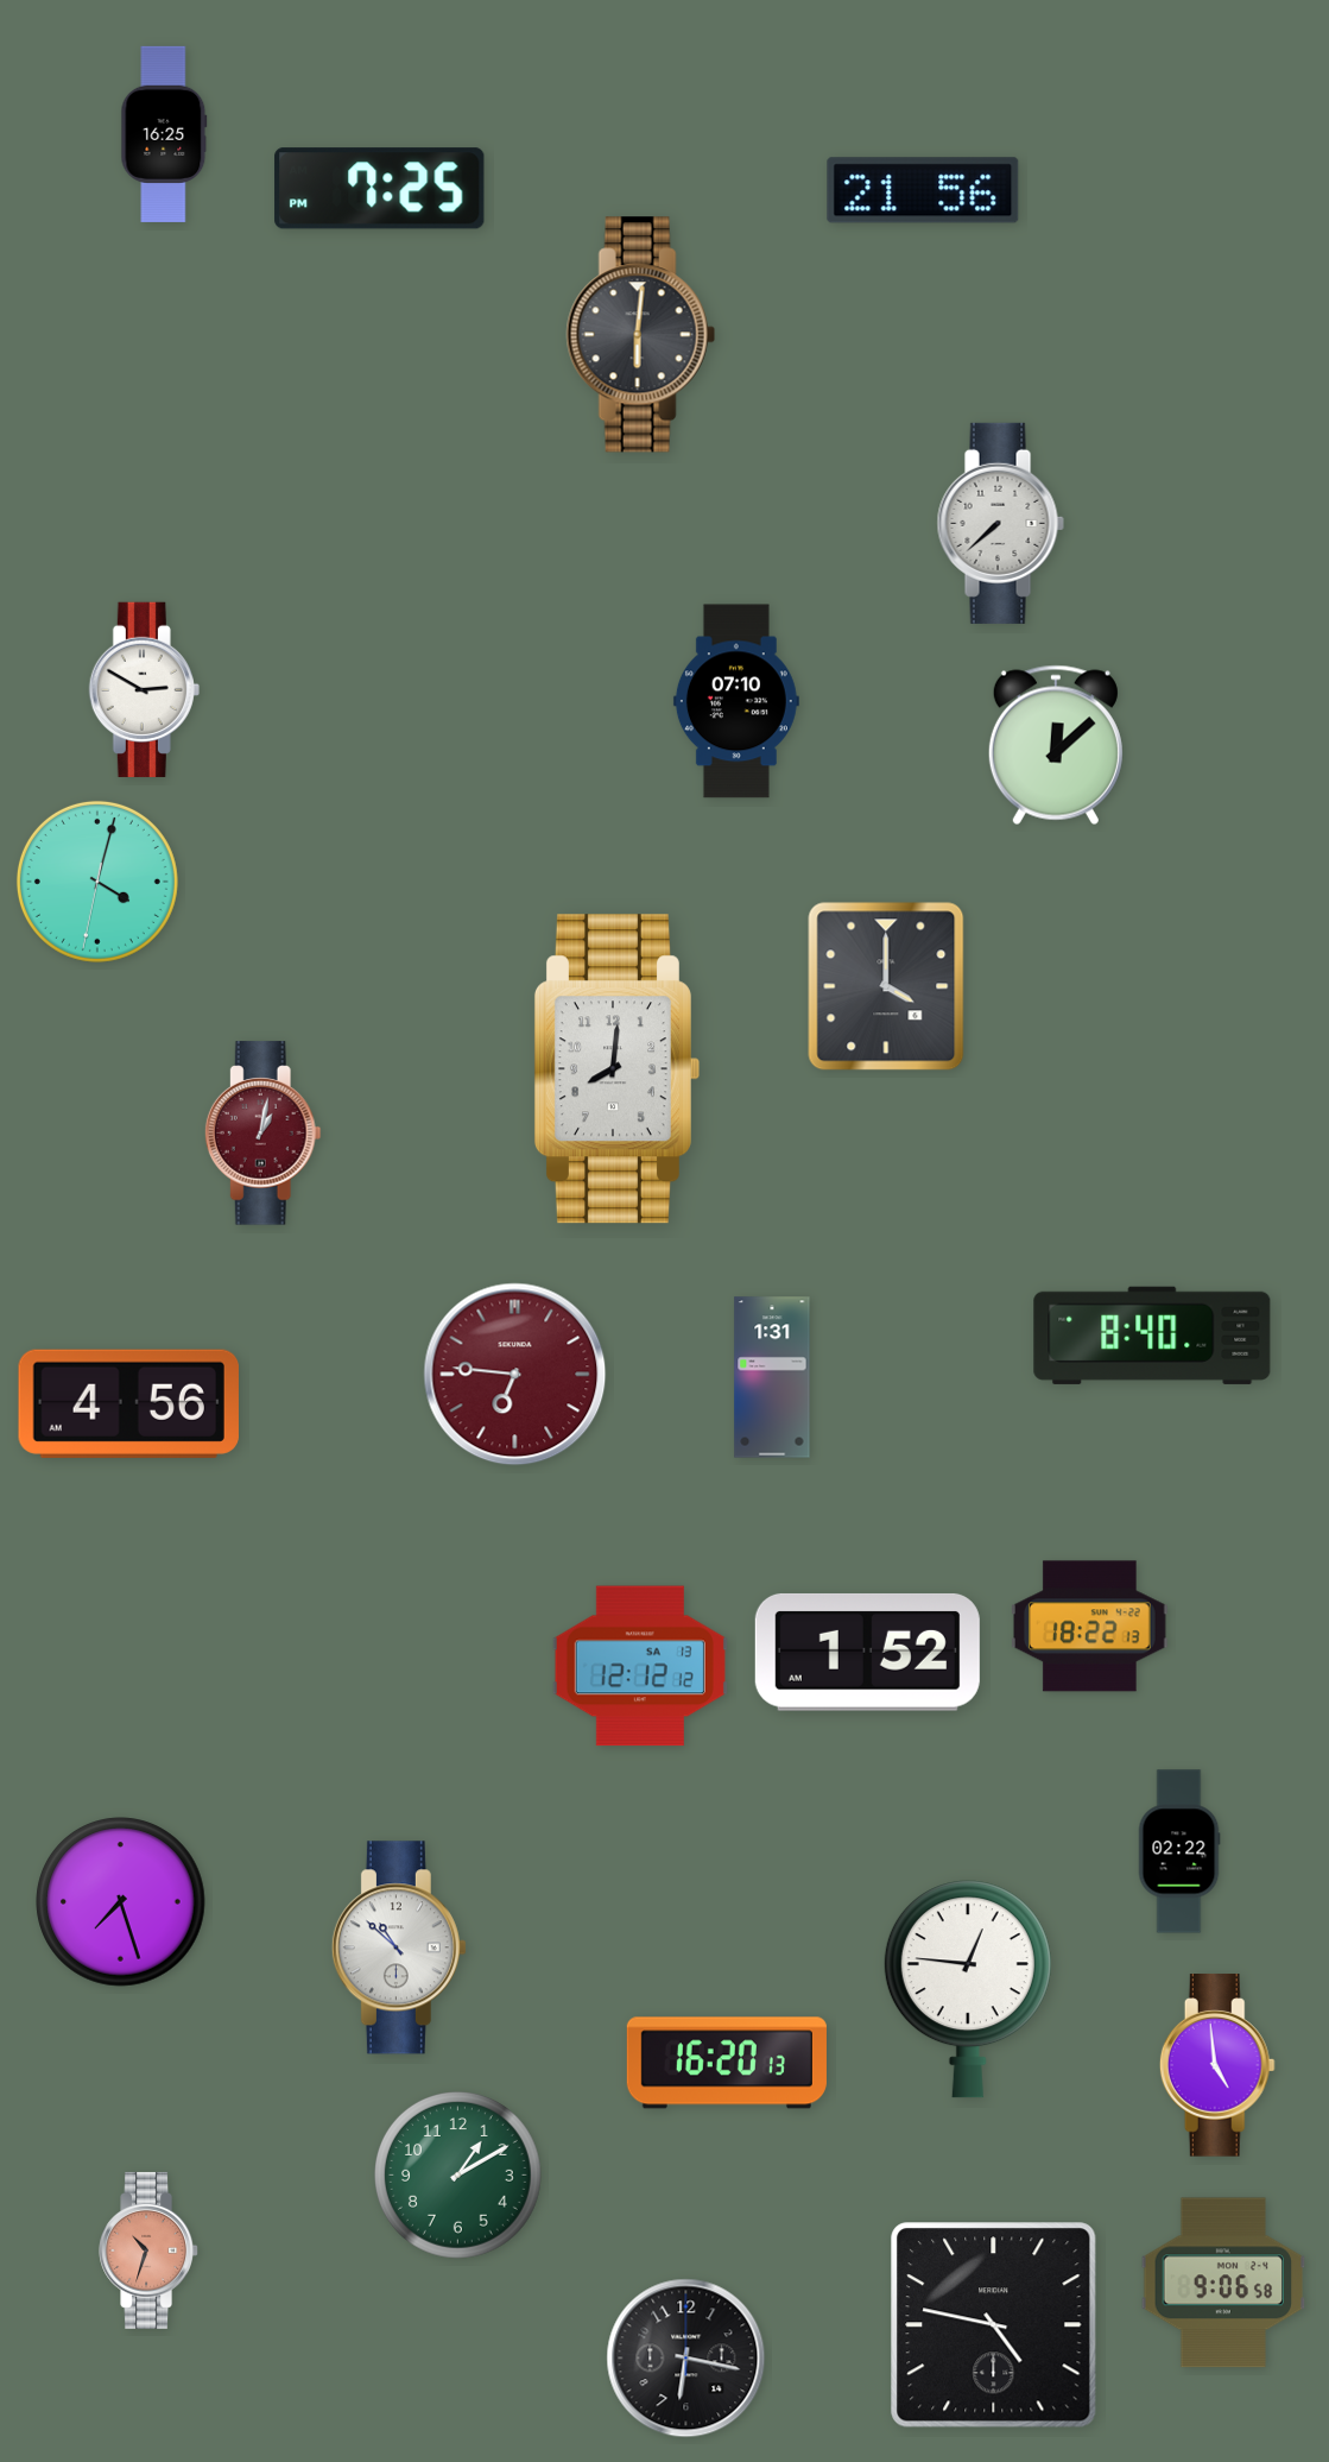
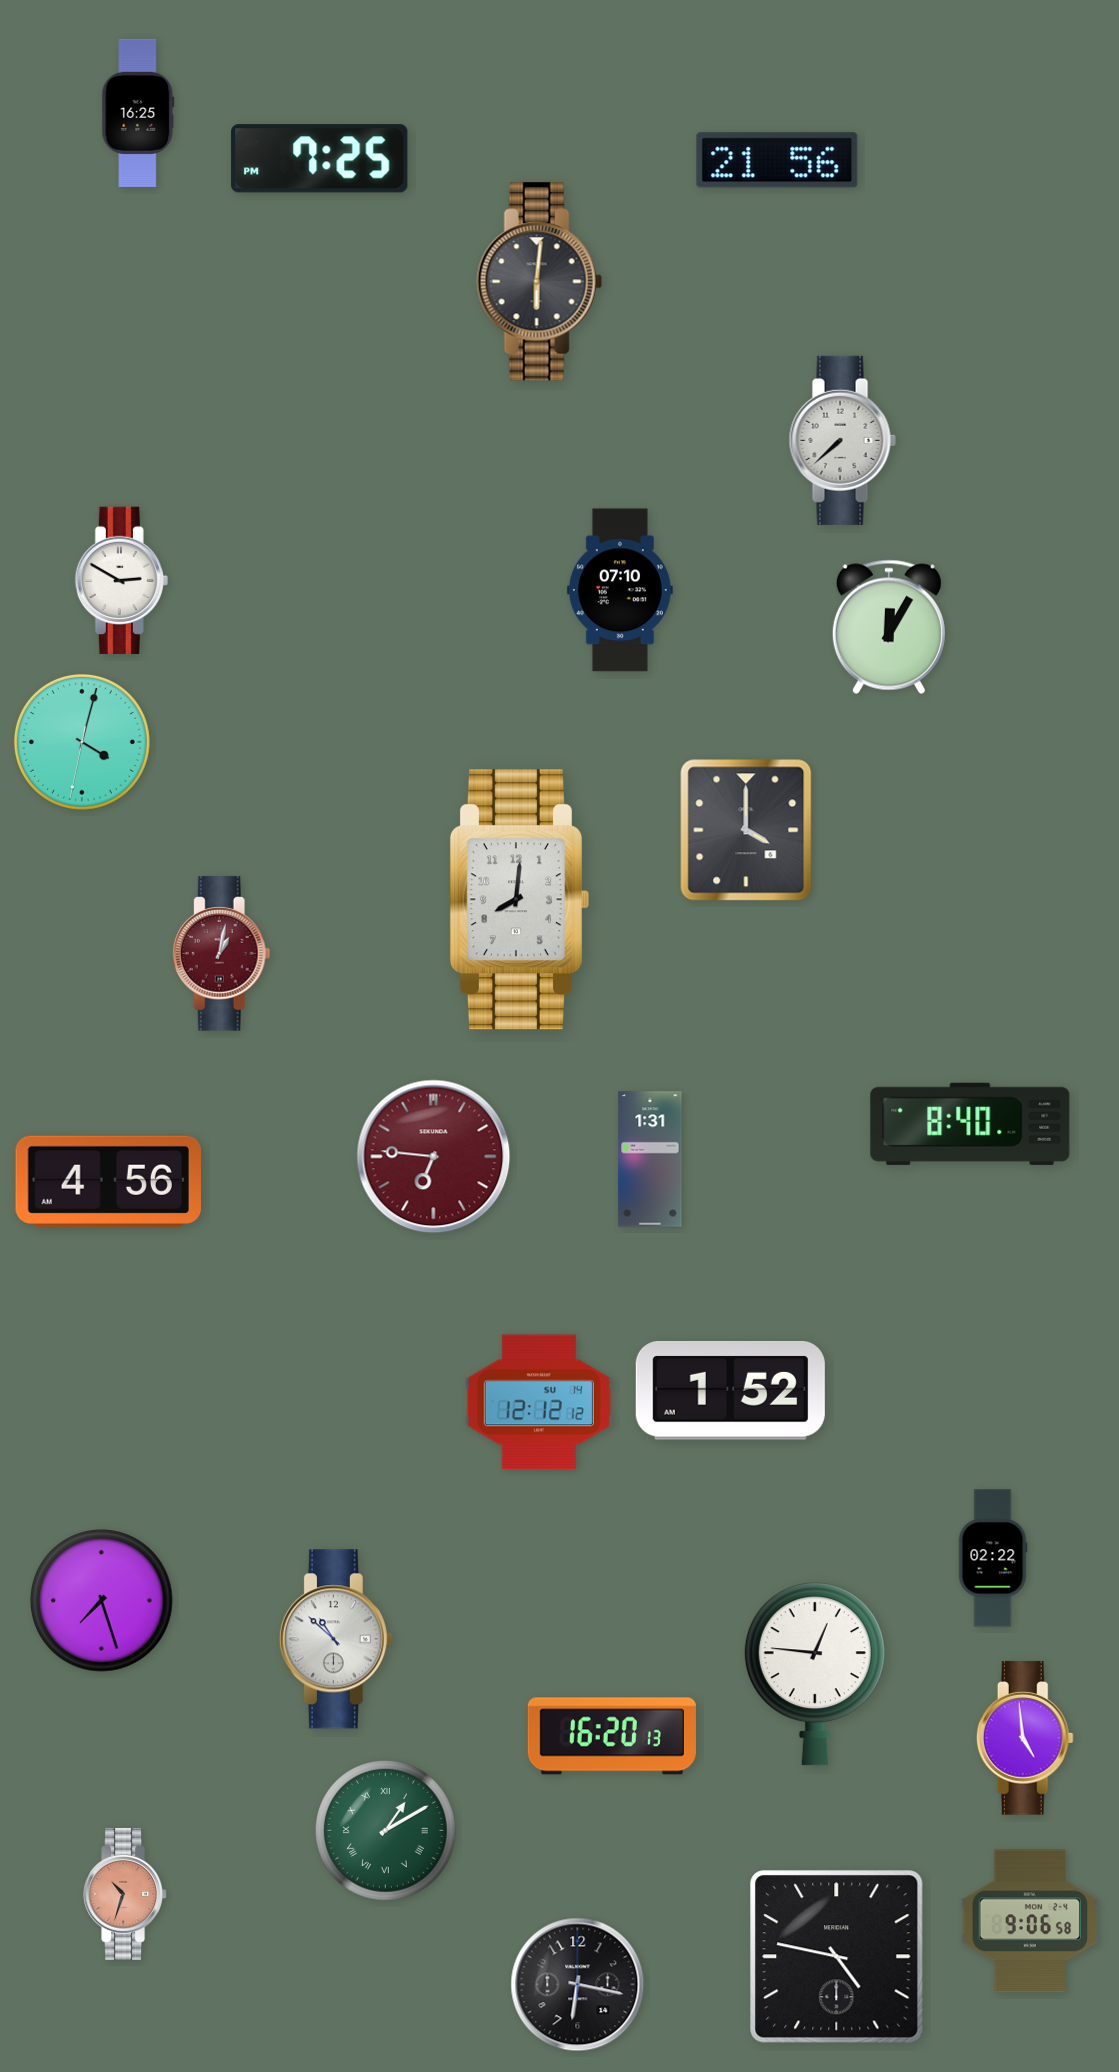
clock at (1056, 745): 12:08 -> 12:05
clock at (1090, 1627): 18:22 -> none
clock at (640, 1666) date: SA 13 -> SU 14
clock at (458, 2176) numerals: Arabic -> Roman
